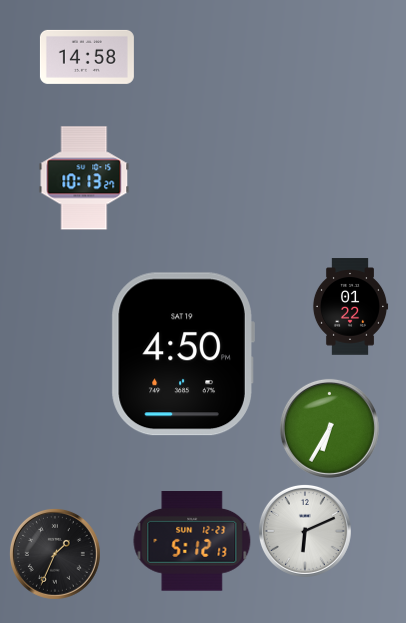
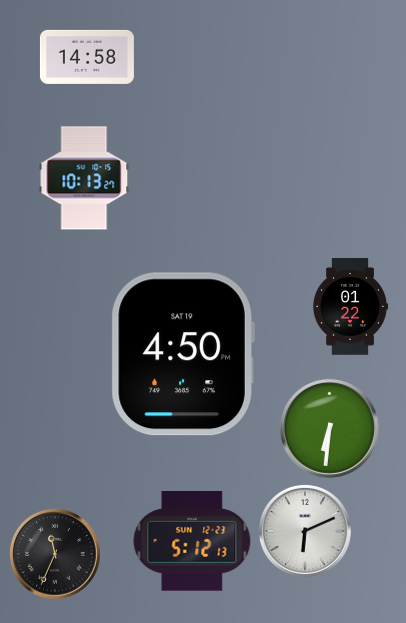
clock at (329, 428): 6:35 -> 6:31
clock at (55, 554): 1:34 -> 11:34
